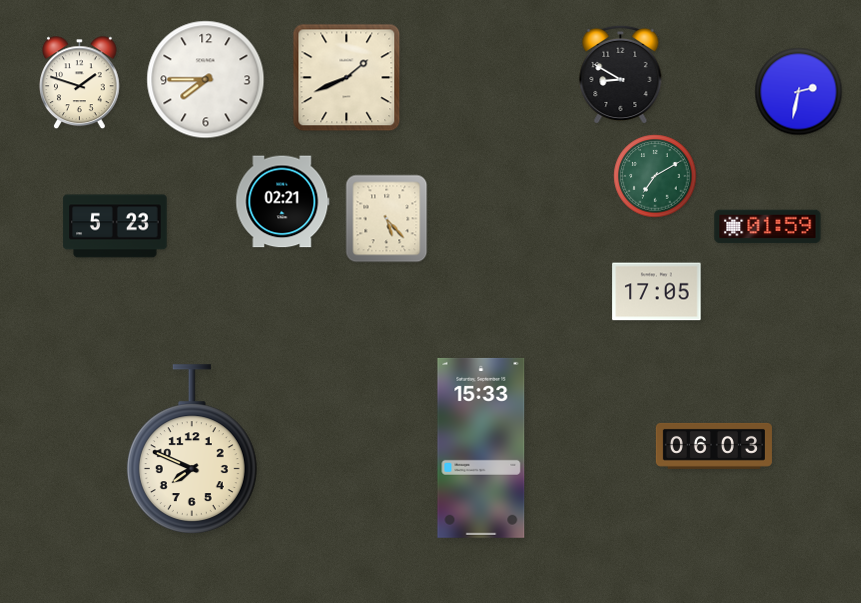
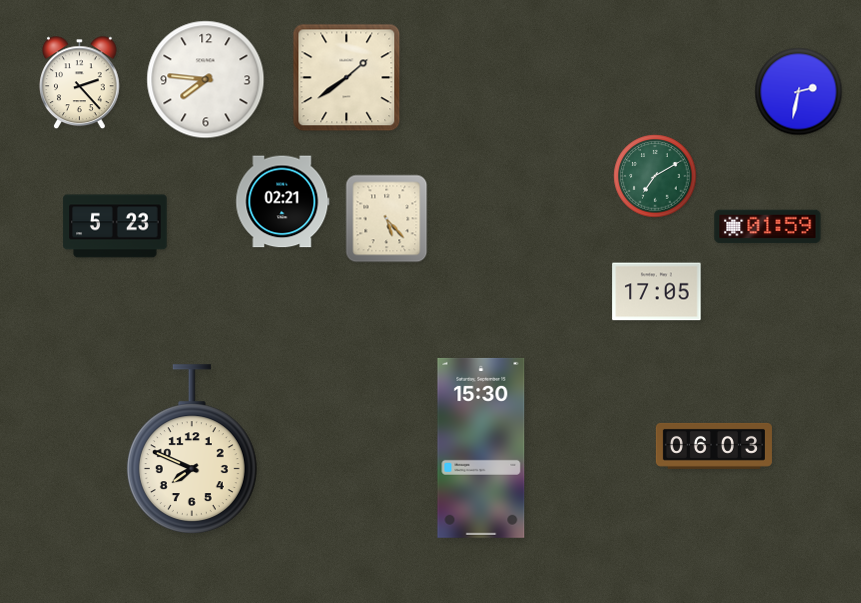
clock at (621, 74): 8:50 -> none
clock at (347, 78): 1:41 -> 1:39
clock at (206, 80): 7:45 -> 7:46
clock at (80, 83): 1:48 -> 2:23
clock at (481, 448): 15:33 -> 15:30
